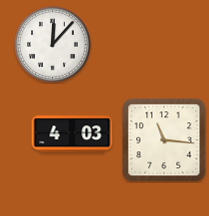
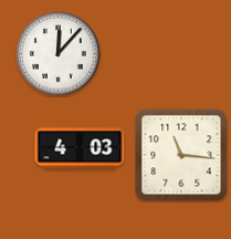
clock at (53, 45) position: (53, 45) -> (59, 54)
